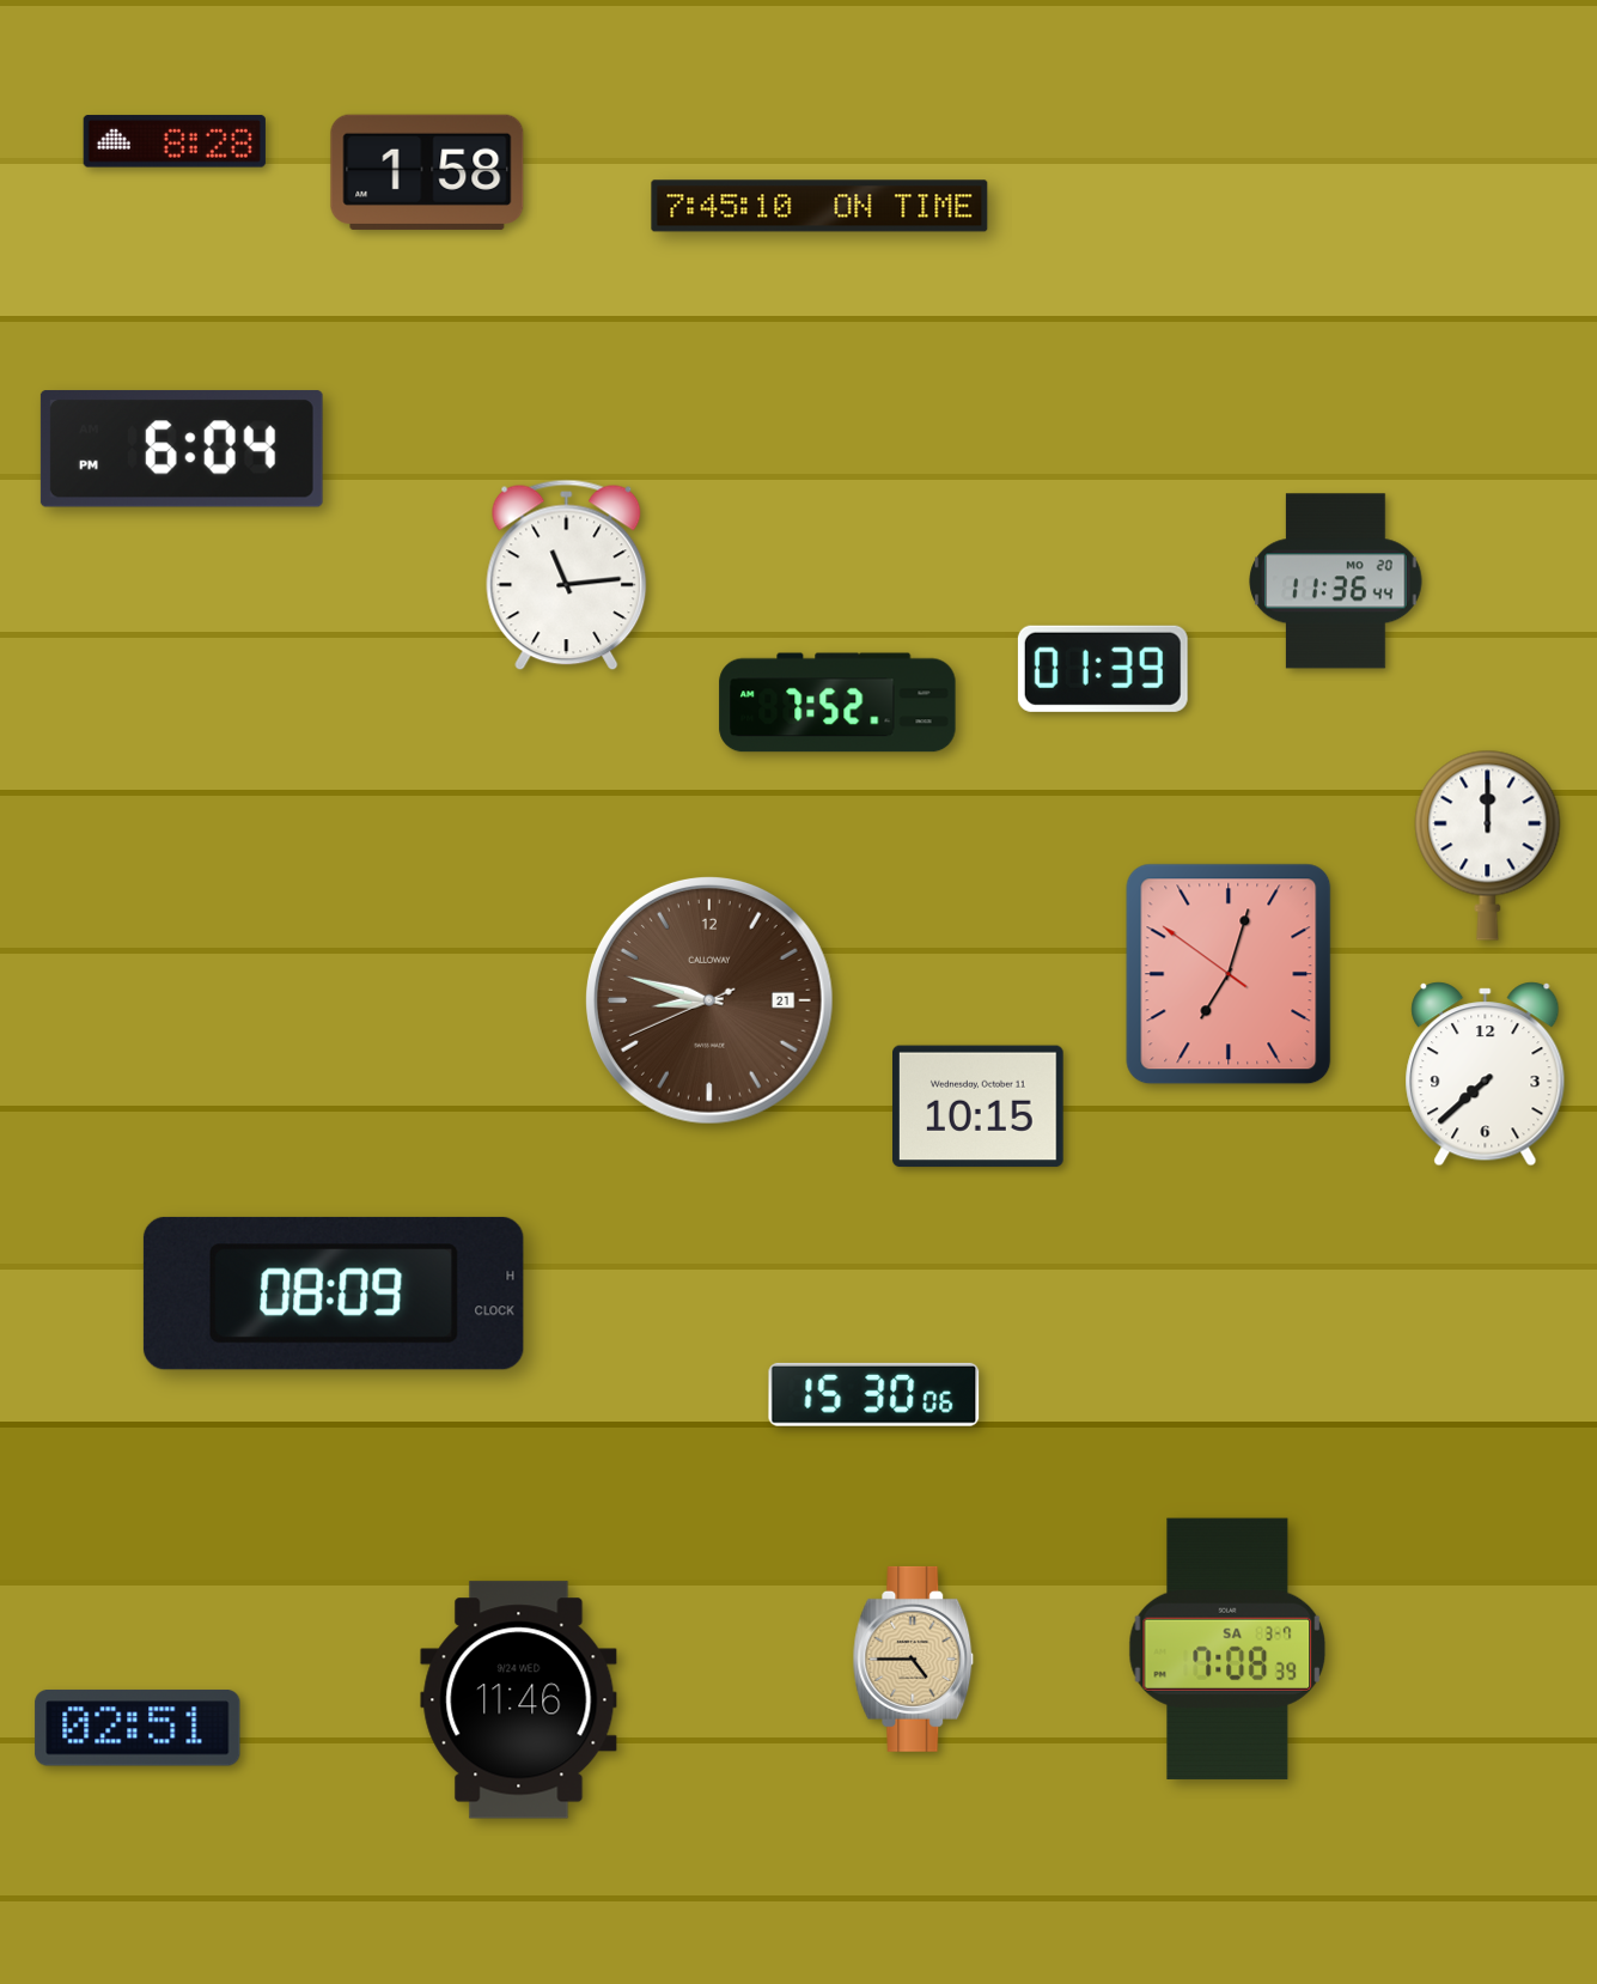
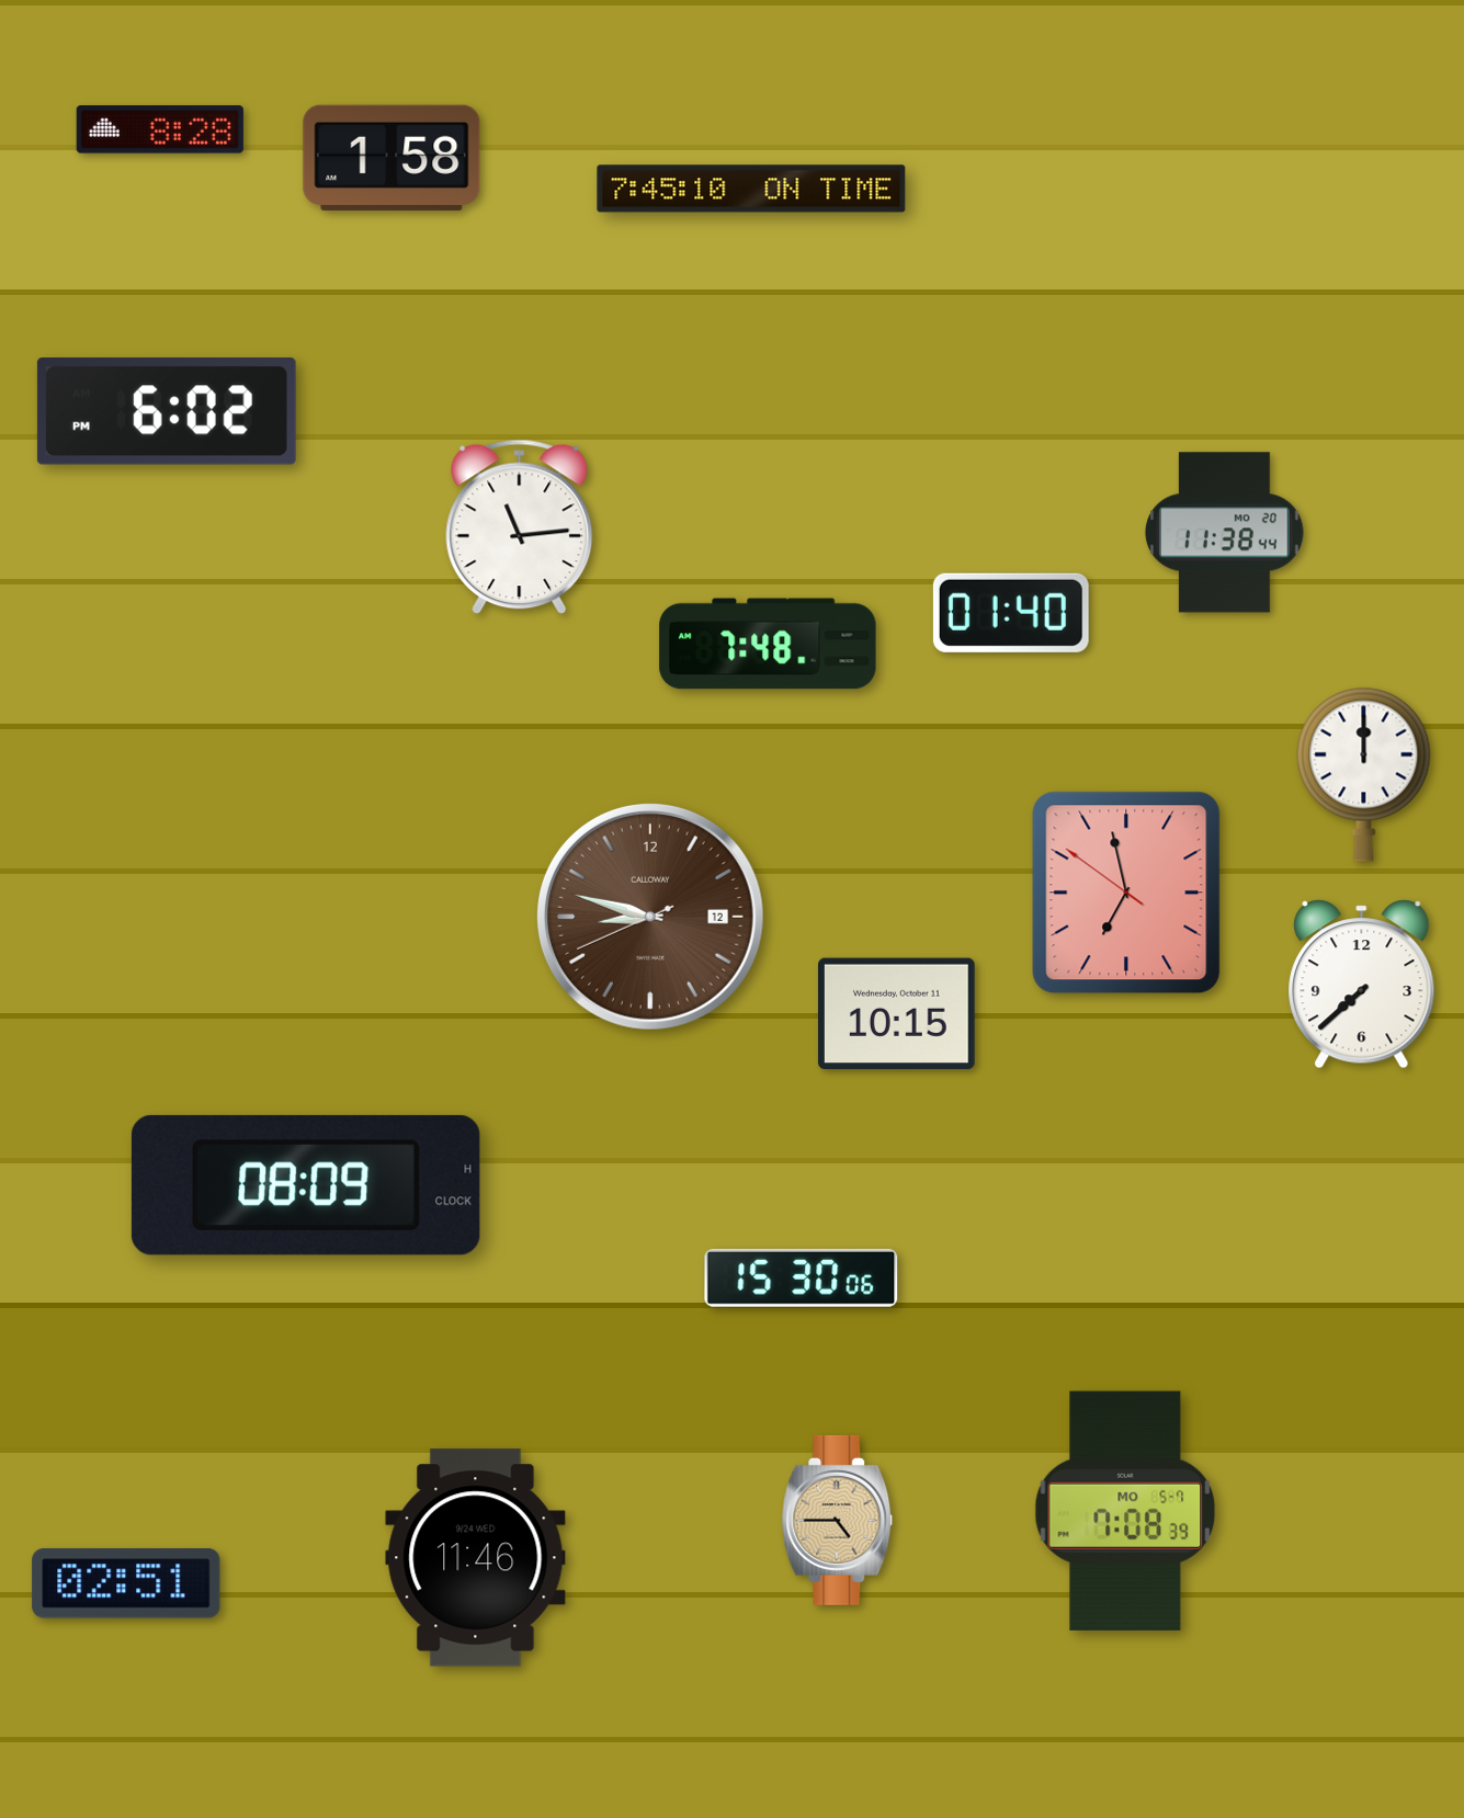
clock at (182, 449): 6:04 -> 6:02
clock at (1336, 582): 11:36 -> 11:38
clock at (1103, 669): 01:39 -> 01:40
clock at (837, 702): 7:52 -> 7:48
clock at (1229, 974): 7:02 -> 6:57
clock at (709, 1000) date: 21 -> 12
clock at (1227, 1649) date: SA 3-7 -> MO 5-7
